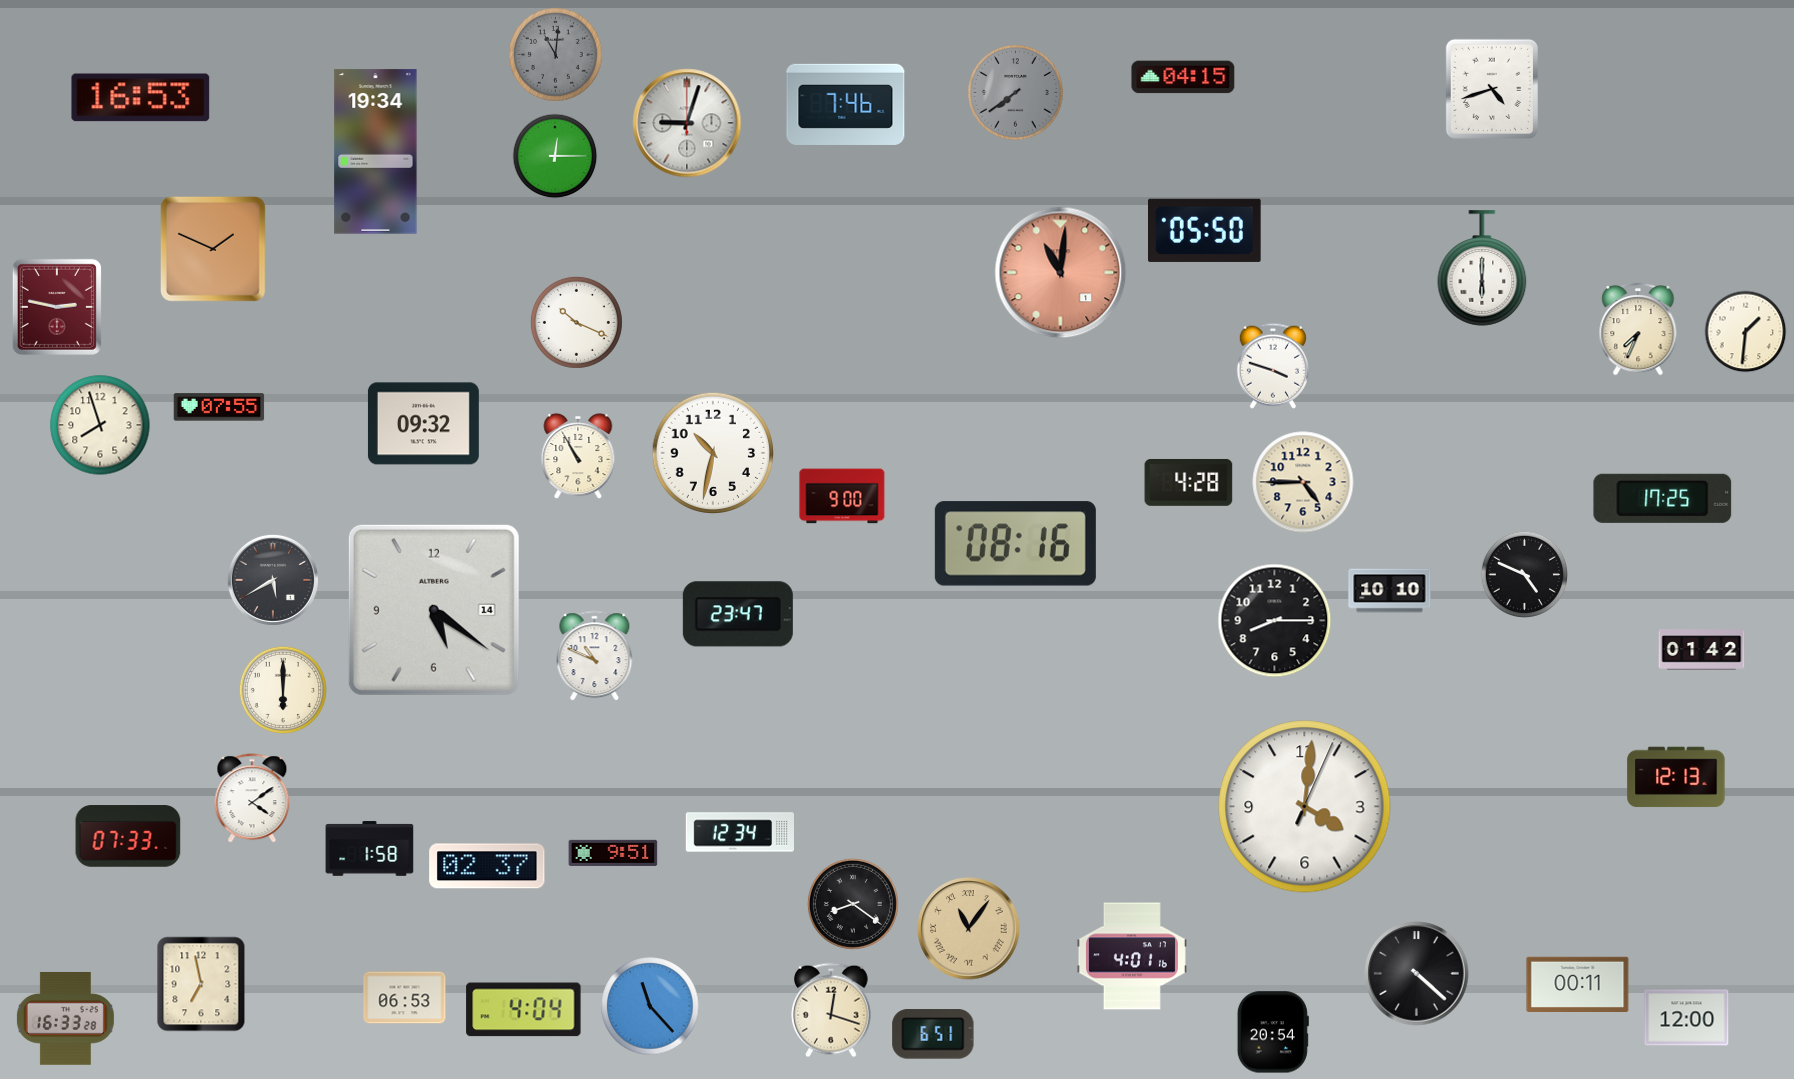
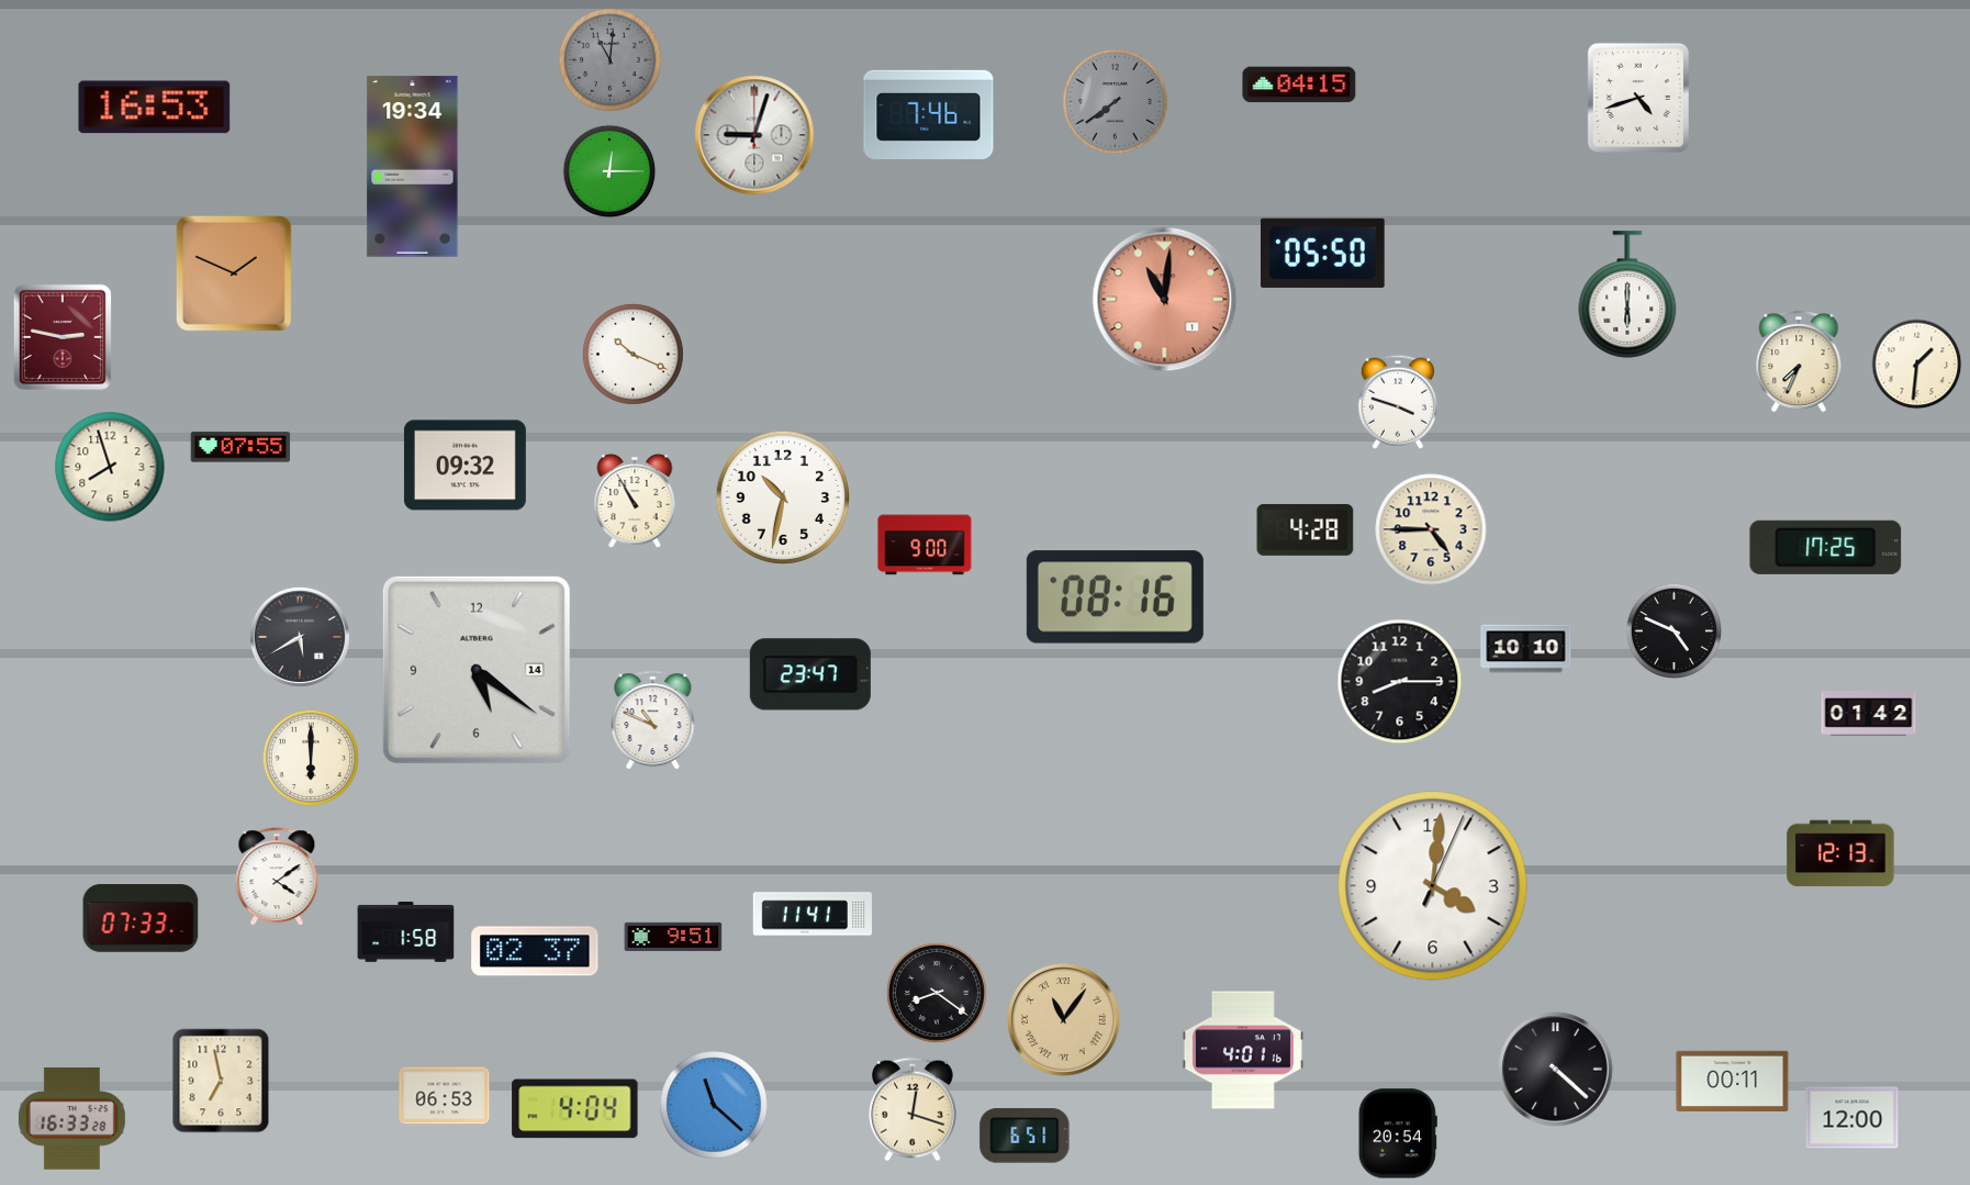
clock at (739, 832): 12:34 -> 11:41
clock at (650, 1006): 11:23 -> 11:22
